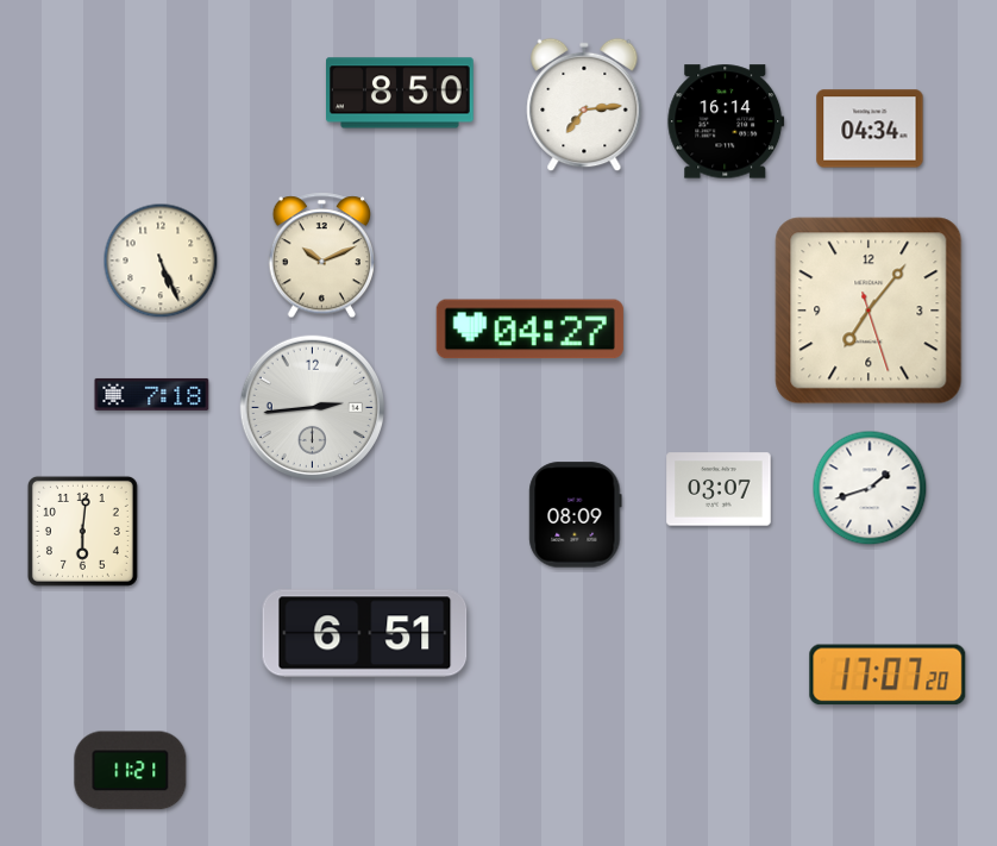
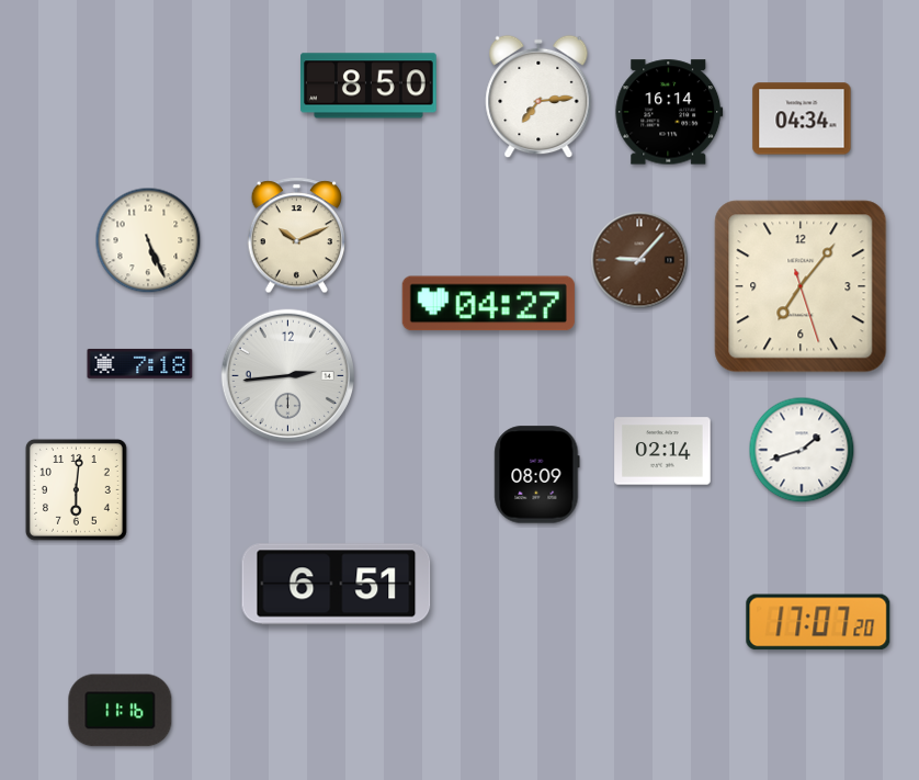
clock at (639, 260): none -> 9:07
clock at (719, 489): 03:07 -> 02:14
clock at (576, 515) position: (576, 515) -> (537, 475)
clock at (131, 771): 11:21 -> 11:16
